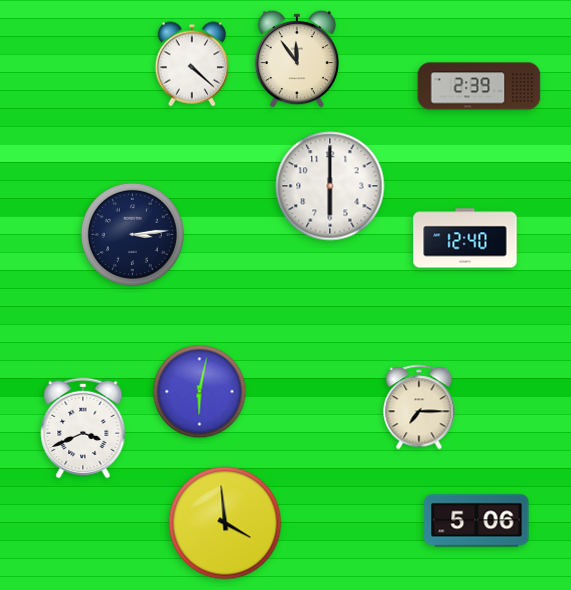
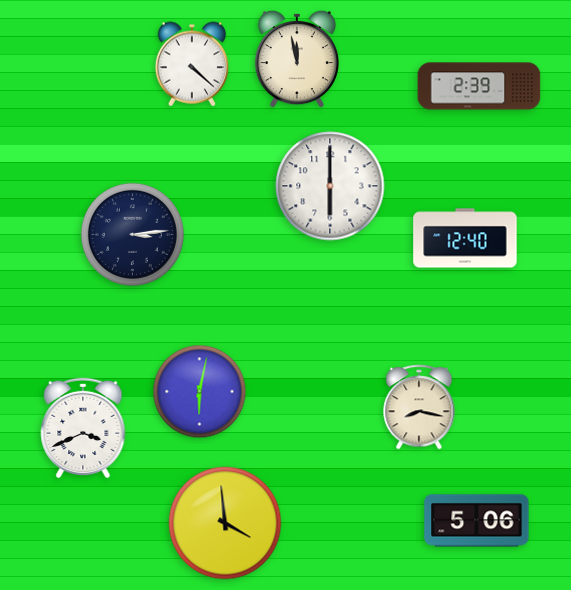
clock at (296, 59): 11:54 -> 11:58
clock at (419, 407): 7:15 -> 8:17
